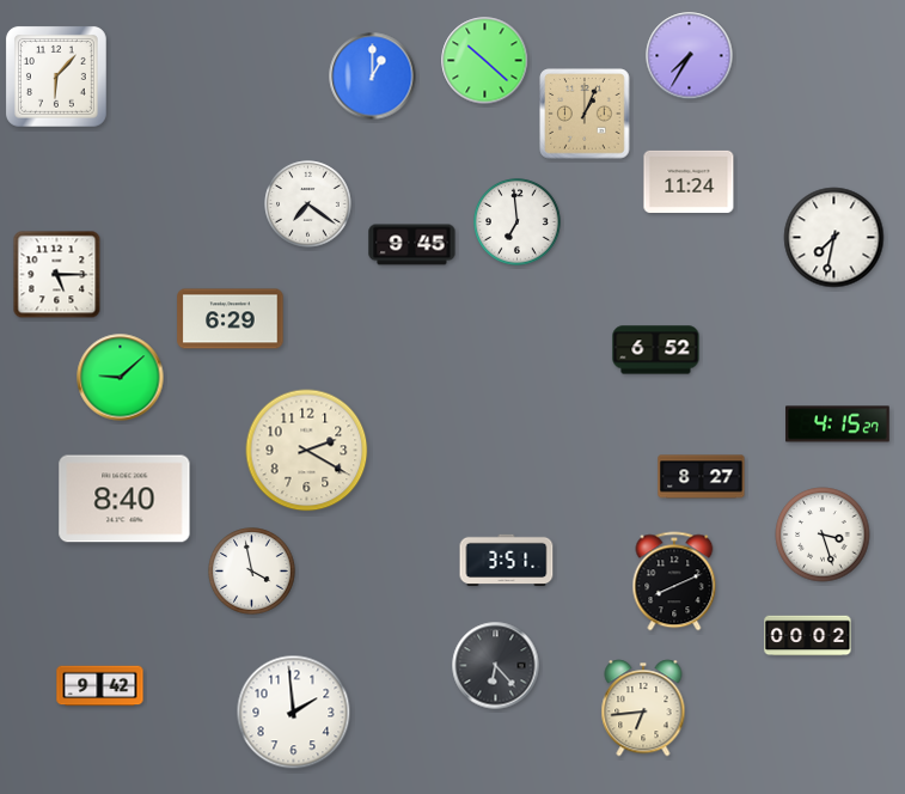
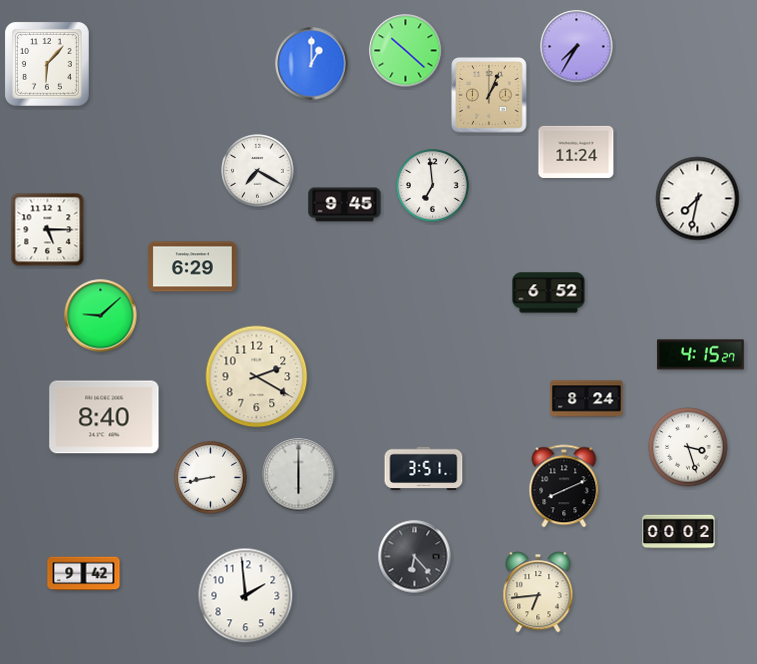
clock at (308, 204): 7:21 -> 7:20
clock at (702, 477): 8:27 -> 8:24
clock at (299, 475): none -> 6:00
clock at (252, 572): 3:58 -> 8:43
clock at (808, 636) position: (808, 636) -> (679, 532)
